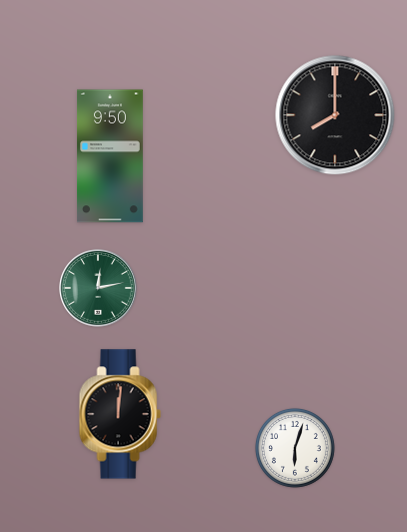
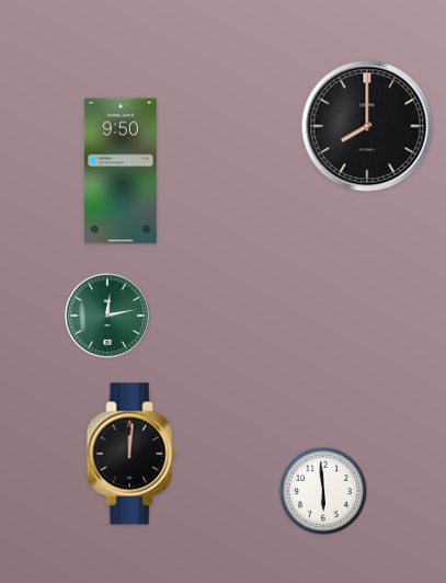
clock at (295, 448): 6:03 -> 5:59
